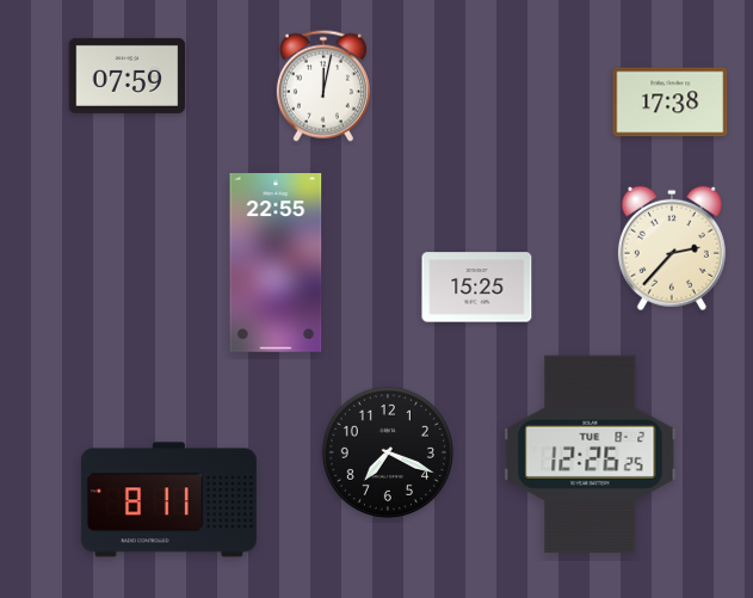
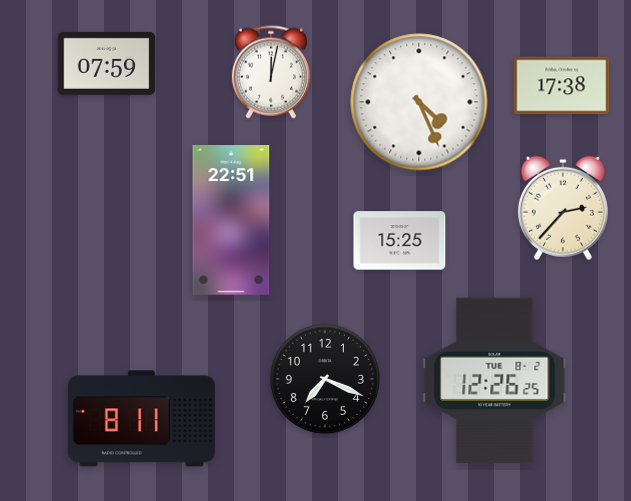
clock at (419, 102): none -> 4:26
clock at (276, 264): 22:55 -> 22:51
